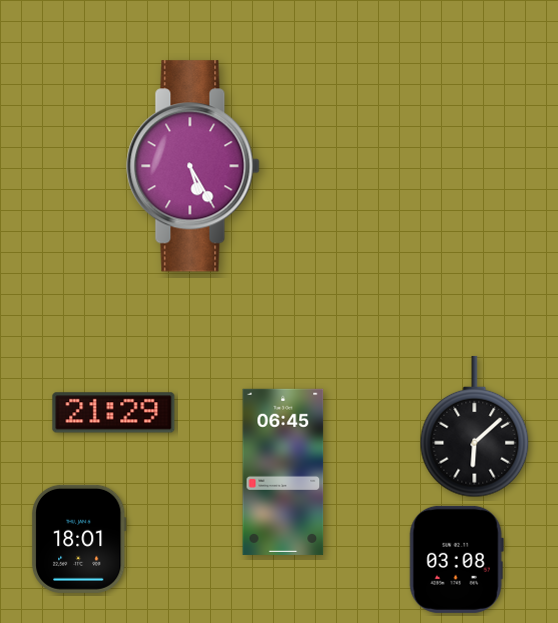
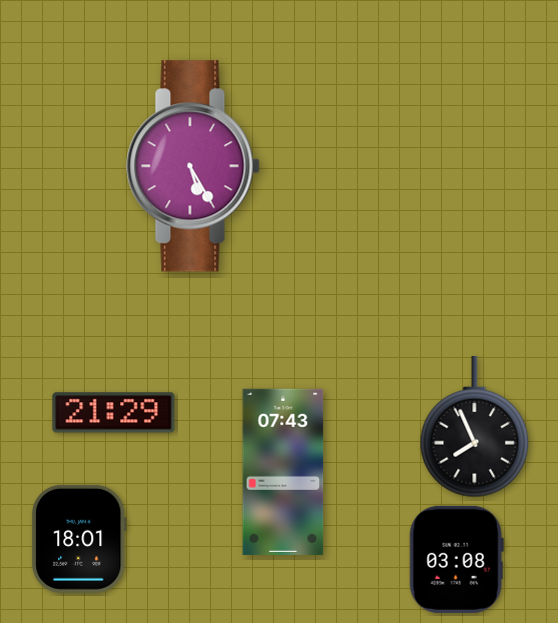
clock at (475, 427): 6:08 -> 7:56
clock at (283, 472): 06:45 -> 07:43
